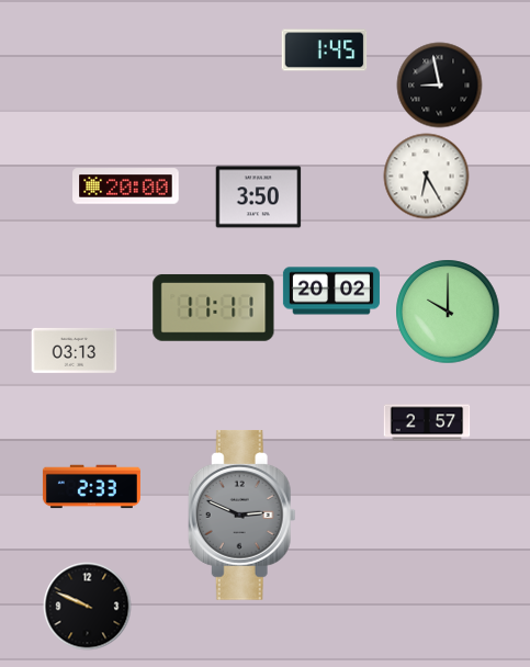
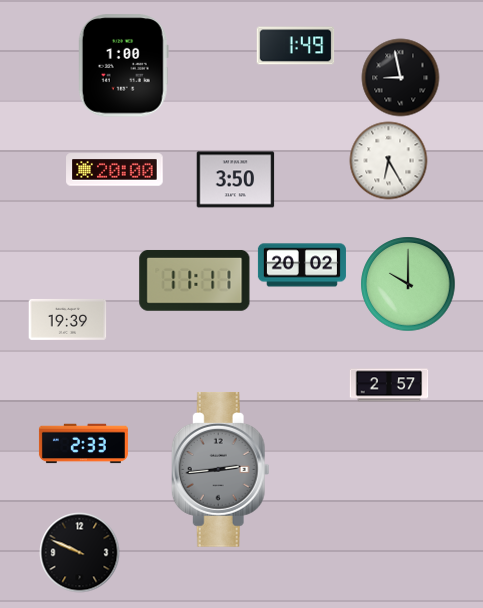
clock at (324, 50): 1:45 -> 1:49
clock at (123, 66): none -> 1:00
clock at (74, 350): 03:13 -> 19:39
clock at (241, 515): 2:49 -> 2:44
